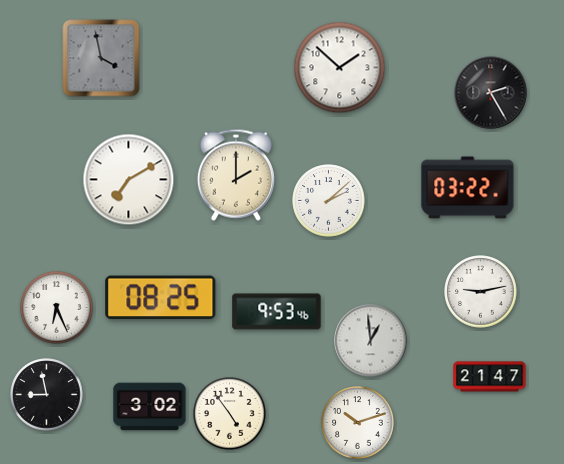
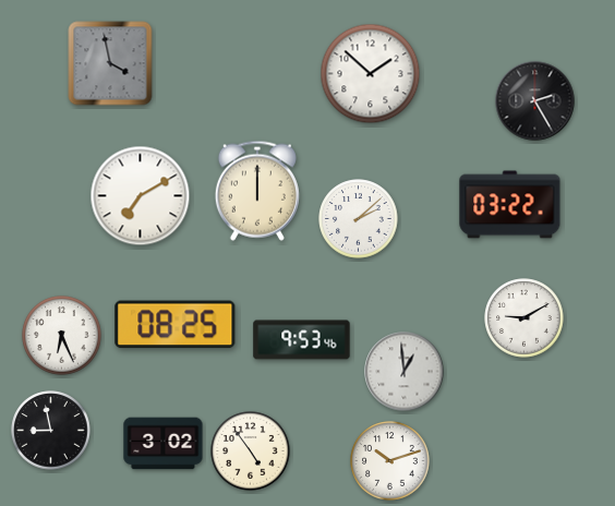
clock at (236, 175): 2:00 -> 12:00
clock at (481, 292): 9:13 -> 9:10
clock at (490, 377): 21:47 -> none
